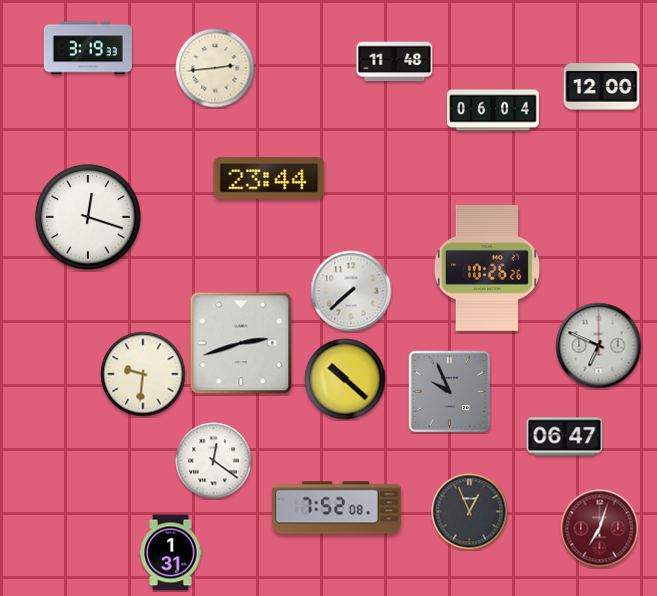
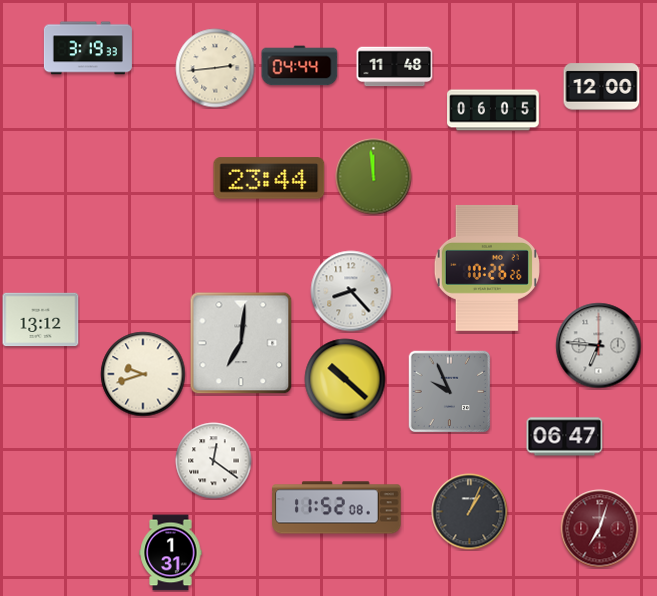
clock at (395, 62) position: (395, 62) -> (395, 67)
clock at (300, 66): none -> 04:44
clock at (493, 110): 06:04 -> 06:05
clock at (374, 177): none -> 11:59
clock at (88, 217): 12:18 -> none
clock at (351, 291): 7:38 -> 8:23
clock at (41, 320): none -> 13:12
clock at (241, 343): 2:42 -> 7:01
clock at (599, 346): 6:49 -> 6:46
clock at (143, 374): 9:31 -> 9:42
clock at (337, 508): 7:52 -> 11:52
clock at (470, 512): 12:56 -> 1:04
